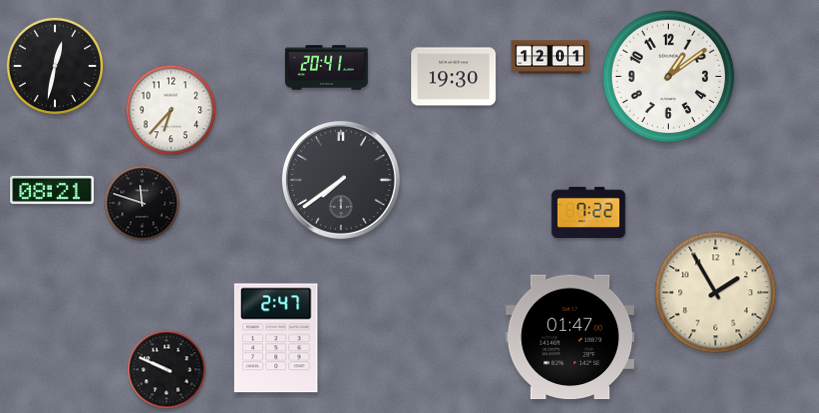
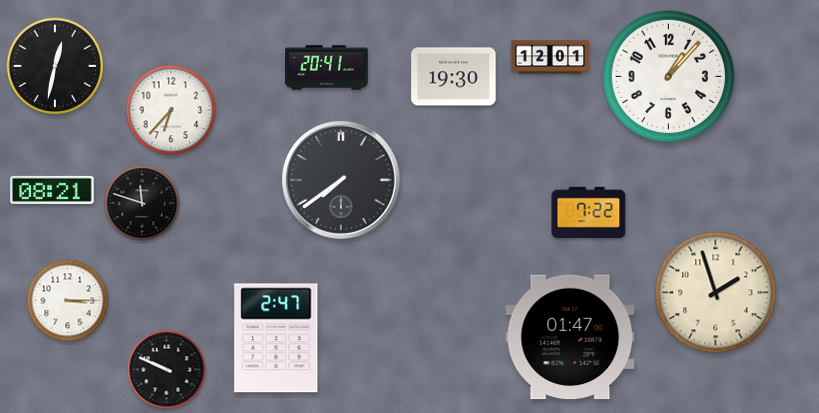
clock at (669, 77): 1:09 -> 1:07
clock at (716, 293): 1:55 -> 1:57
clock at (68, 301): none -> 3:15
